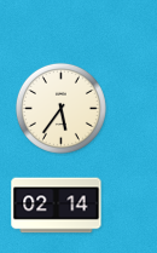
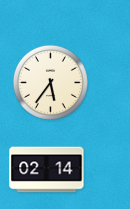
clock at (60, 108) position: (60, 108) -> (50, 82)
